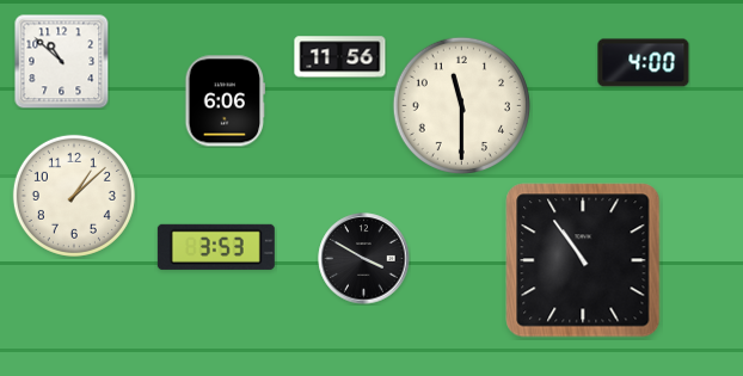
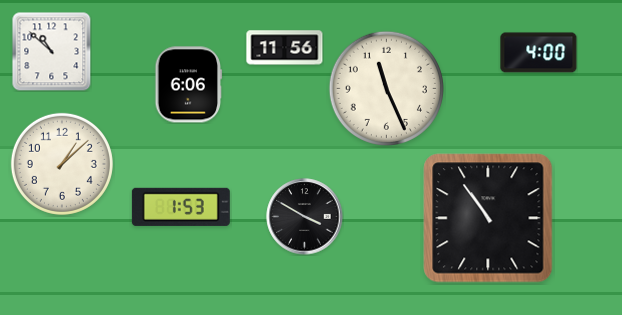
clock at (461, 105): 11:30 -> 11:26
clock at (216, 247): 3:53 -> 1:53
